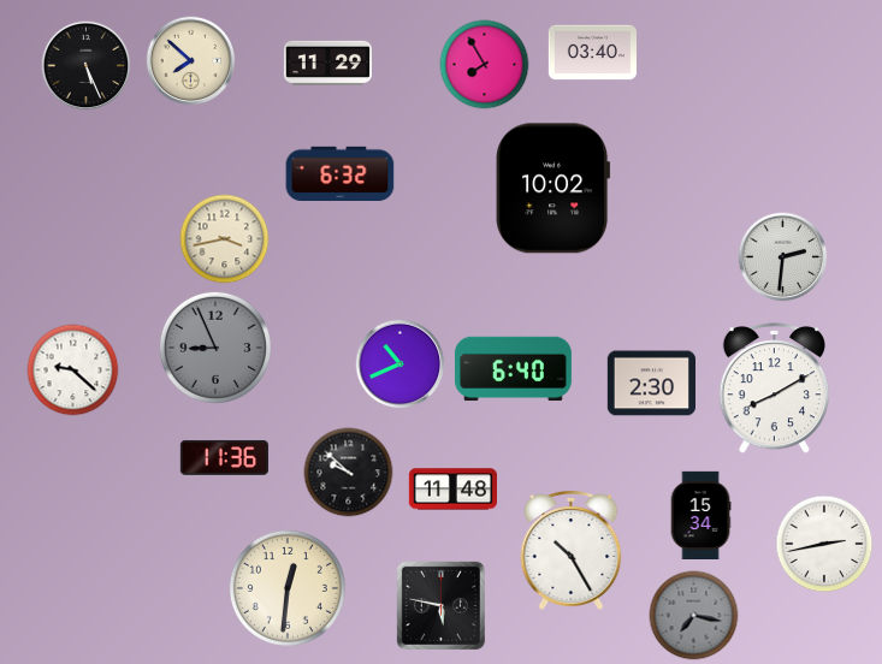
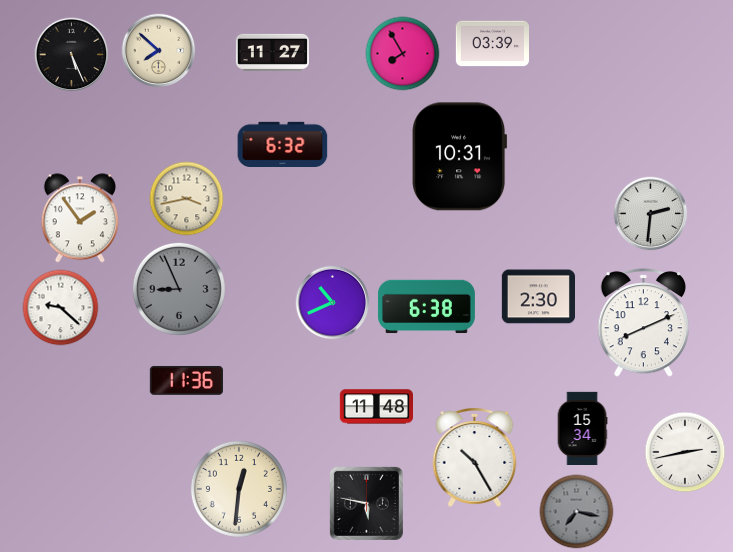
clock at (592, 53): 03:40 -> 03:39
clock at (327, 63): 11:29 -> 11:27
clock at (554, 189): 10:02 -> 10:31
clock at (80, 218): none -> 1:54
clock at (513, 369): 6:40 -> 6:38
clock at (651, 384) position: (651, 384) -> (538, 297)
clock at (774, 389): 8:10 -> 8:11
clock at (349, 473): 9:52 -> none
